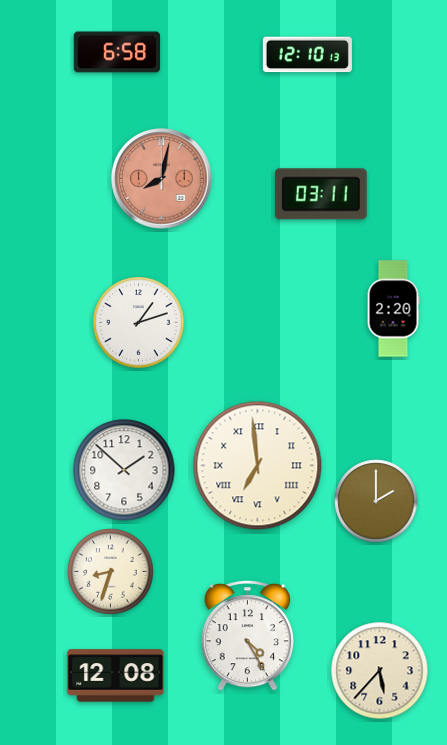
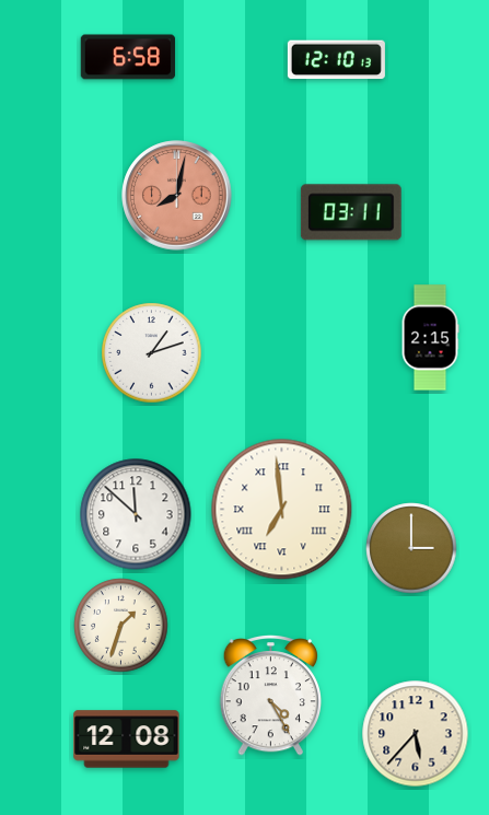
clock at (393, 309): 2:20 -> 2:15
clock at (124, 470): 1:52 -> 11:52
clock at (376, 501): 2:00 -> 3:00
clock at (111, 572): 8:33 -> 1:33
